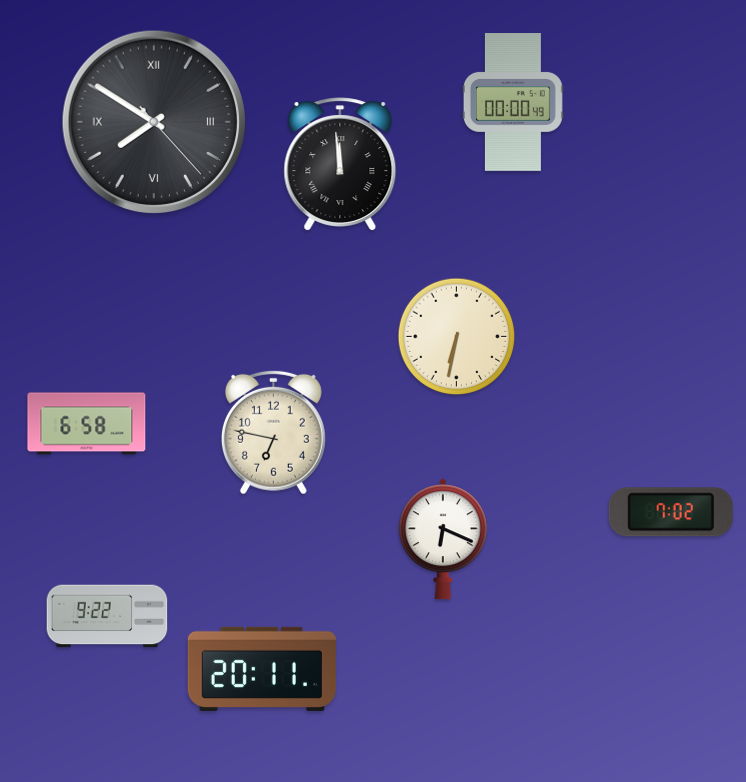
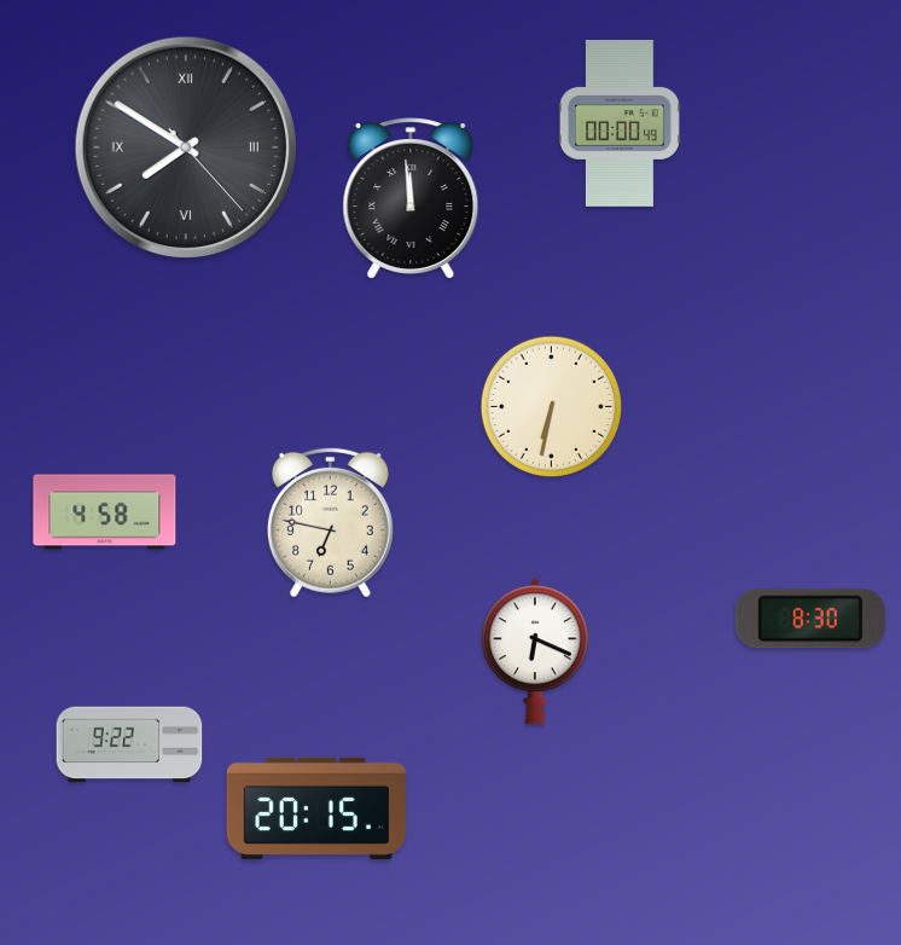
clock at (87, 424): 6:58 -> 4:58
clock at (671, 512): 7:02 -> 8:30
clock at (262, 669): 20:11 -> 20:15
